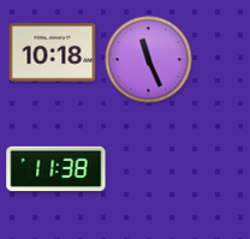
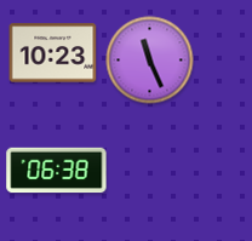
clock at (53, 53): 10:18 -> 10:23
clock at (56, 169): 11:38 -> 06:38
